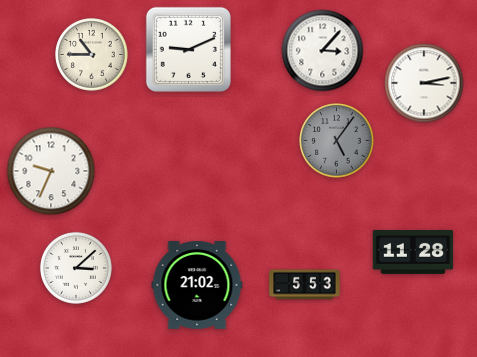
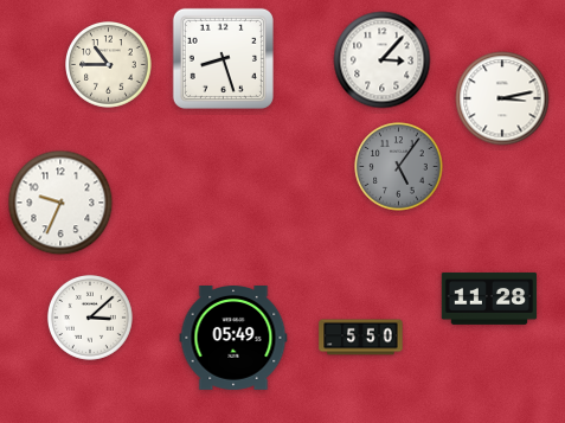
clock at (188, 49): 9:11 -> 8:27
clock at (305, 285): 5:53 -> 5:50
clock at (197, 286): 21:02 -> 05:49
